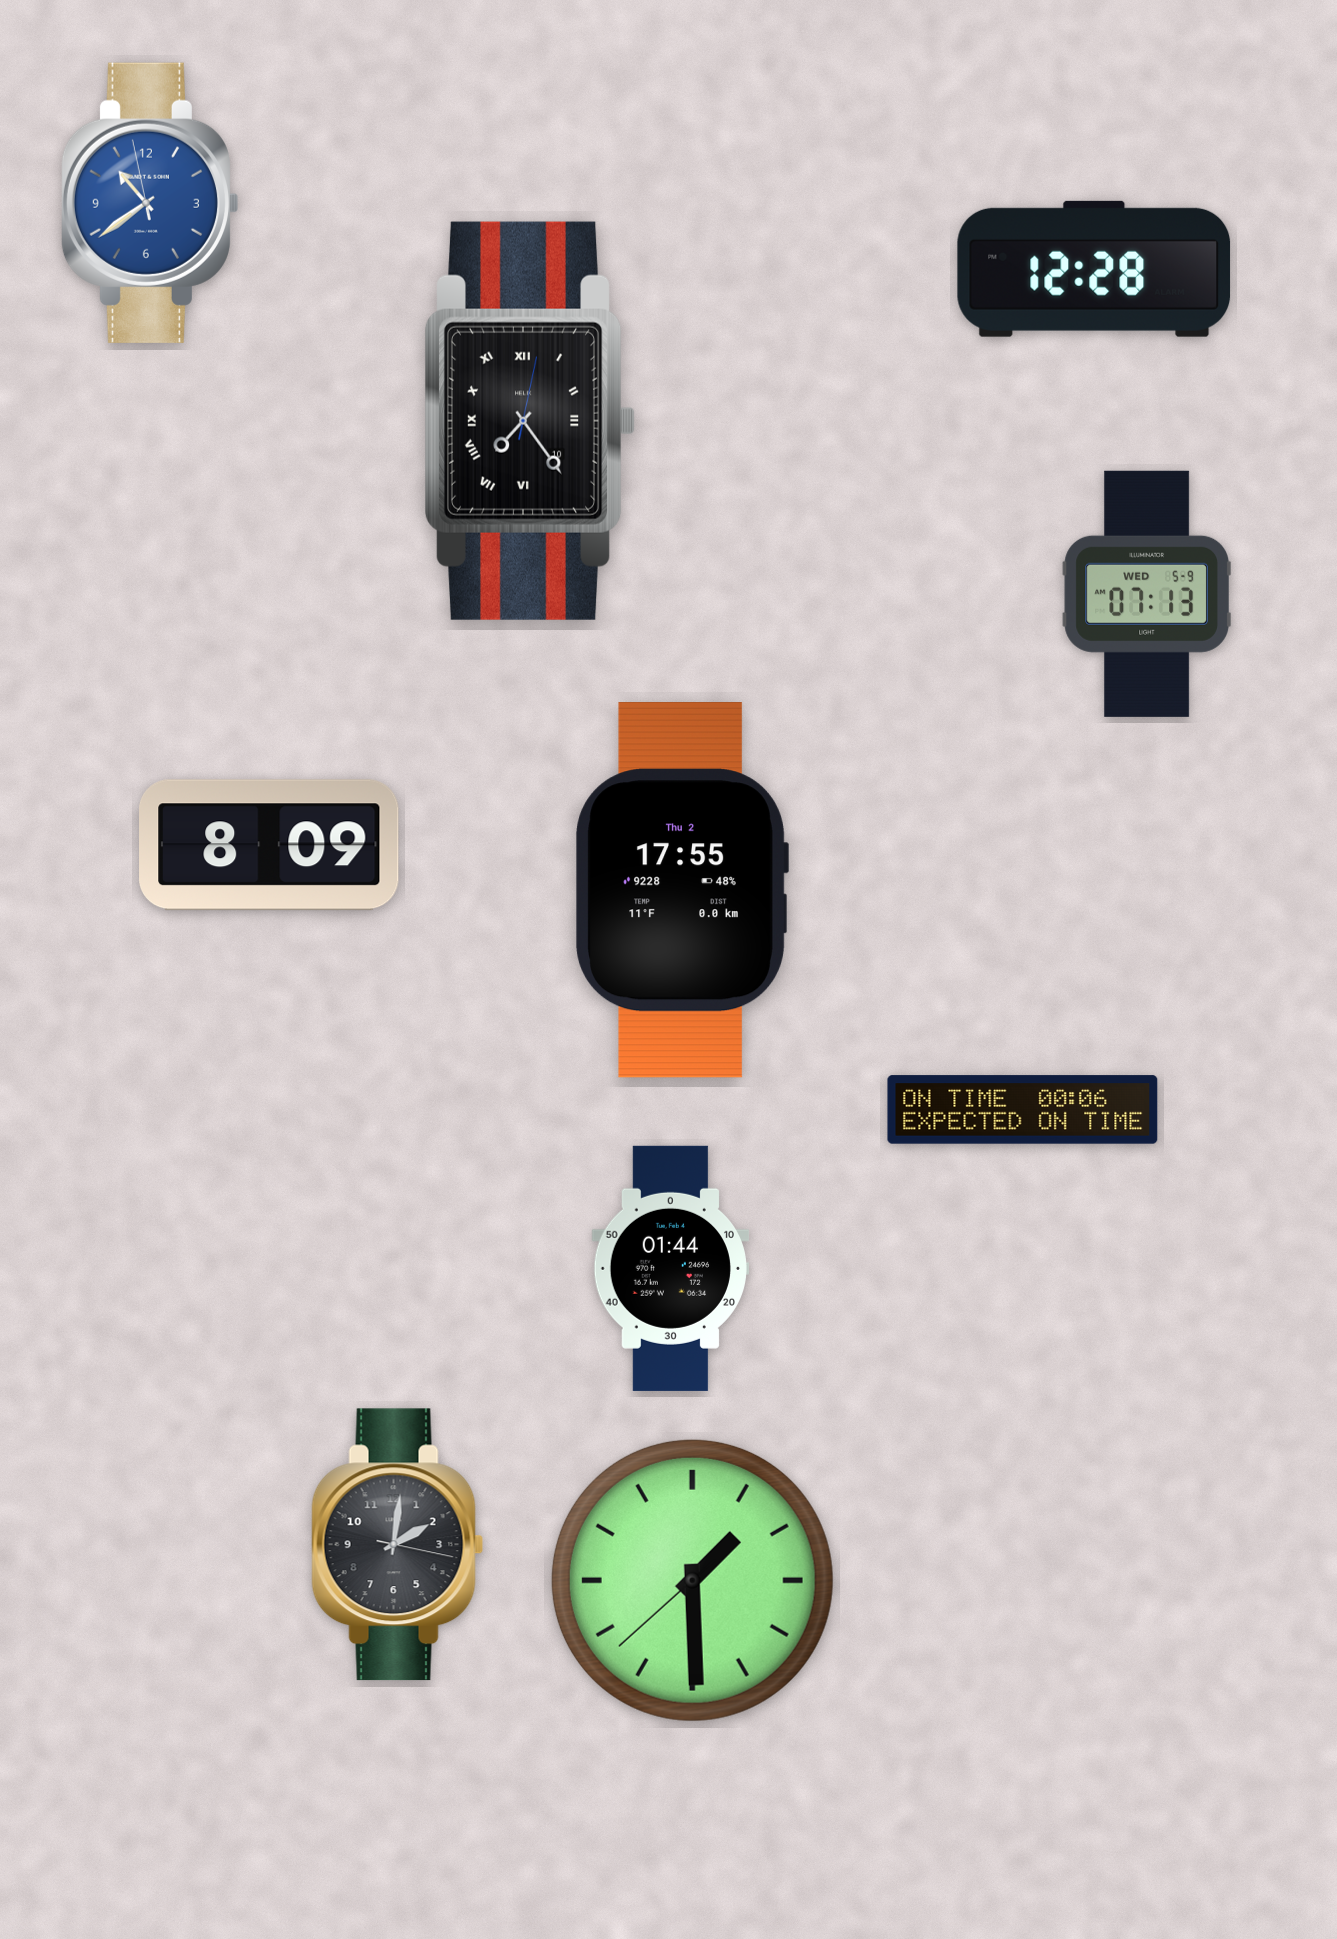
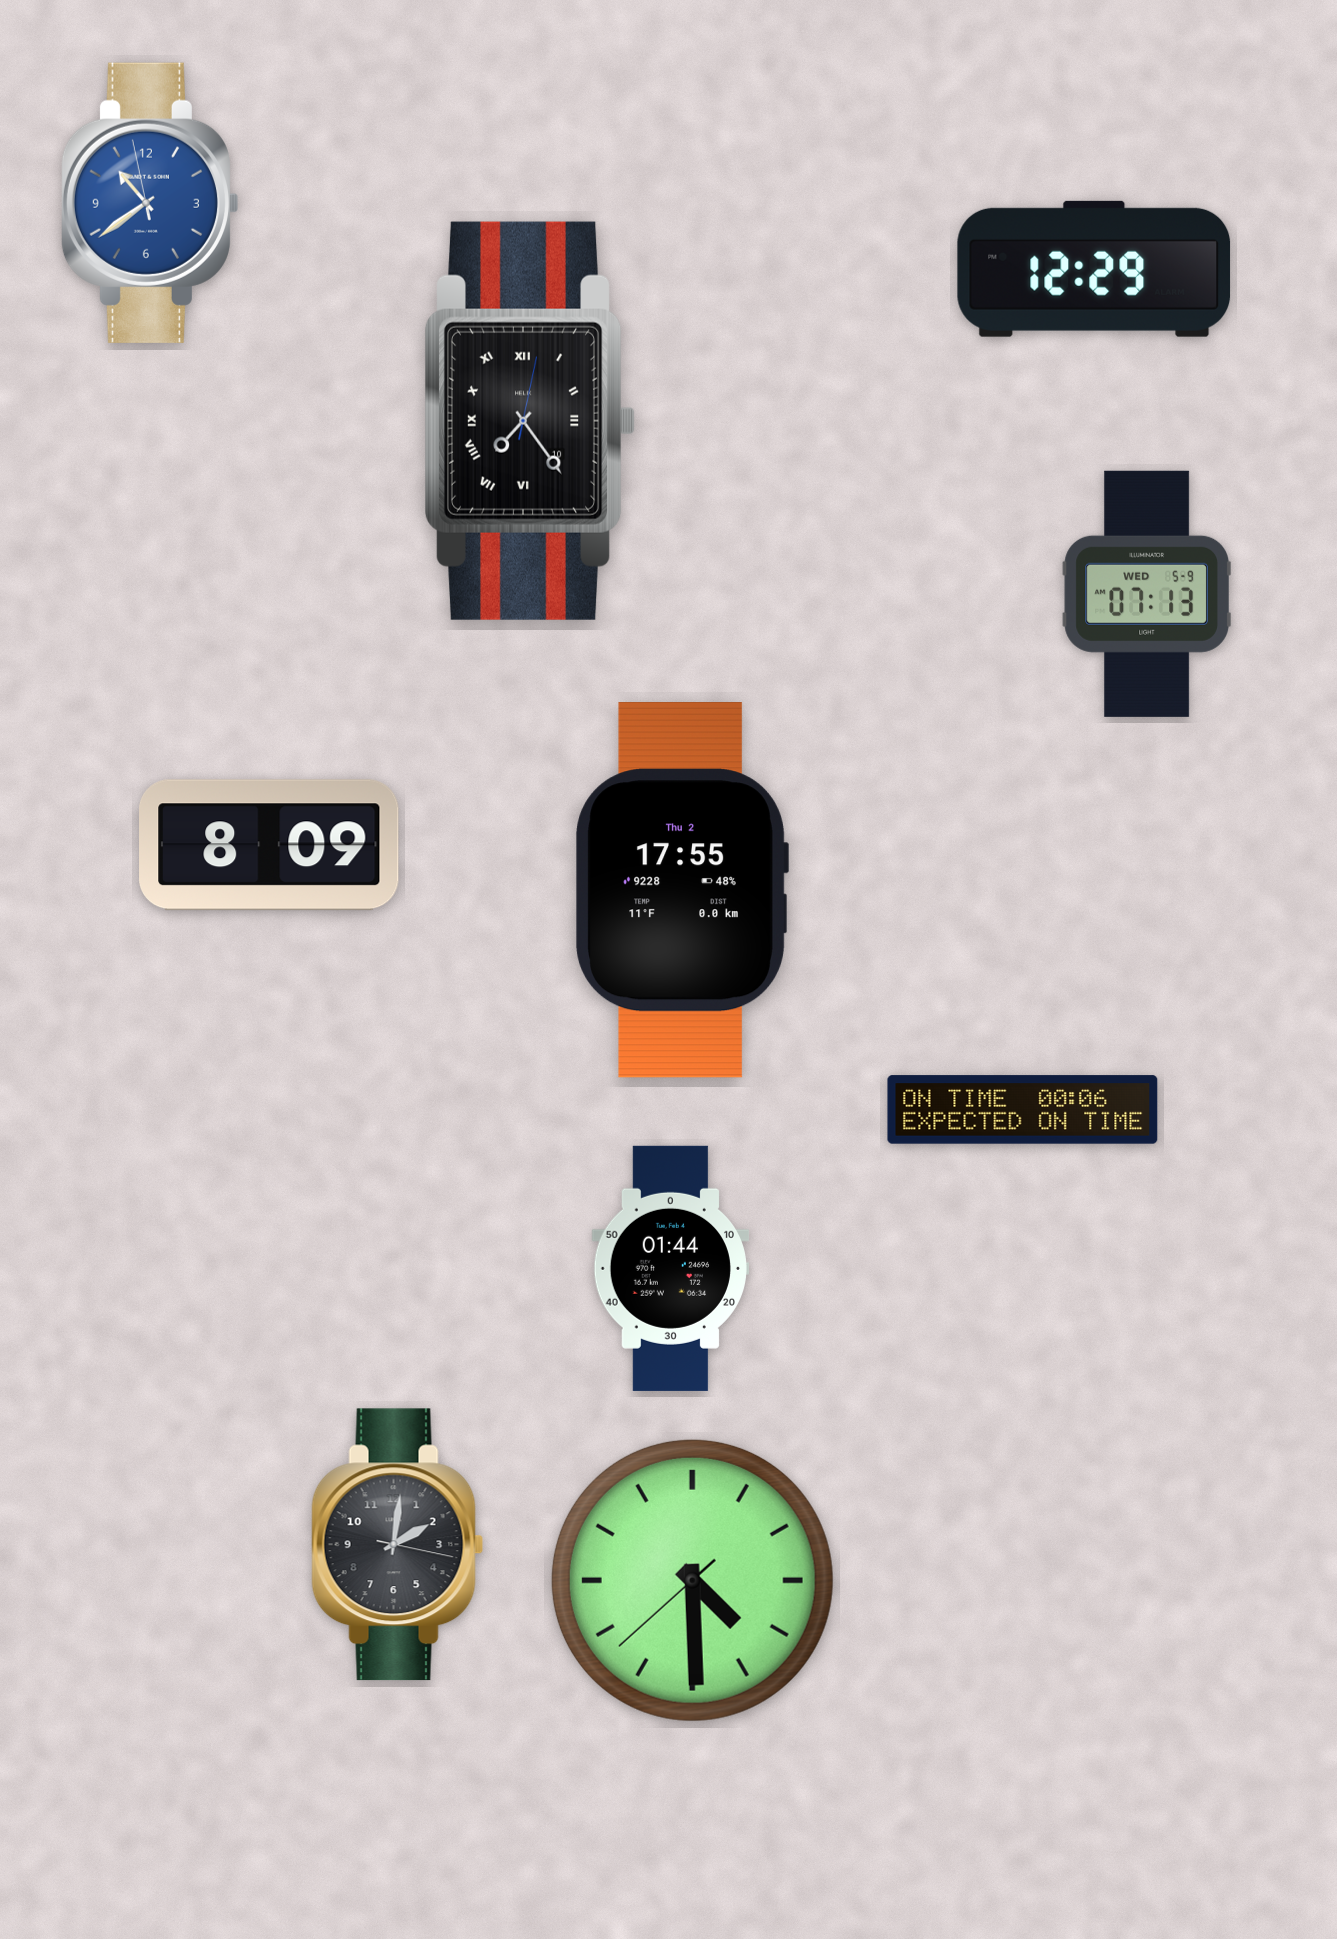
clock at (1094, 269): 12:28 -> 12:29
clock at (692, 1580): 1:29 -> 4:29
